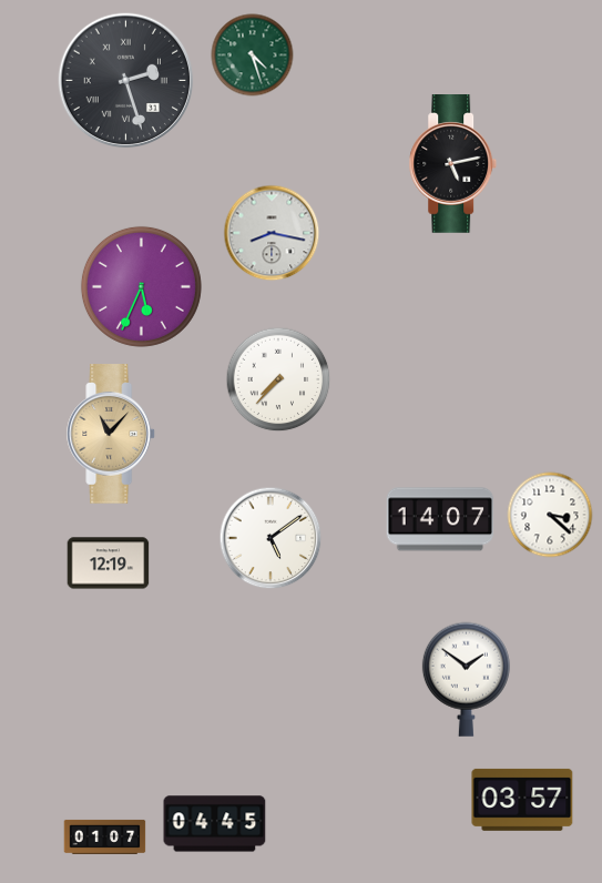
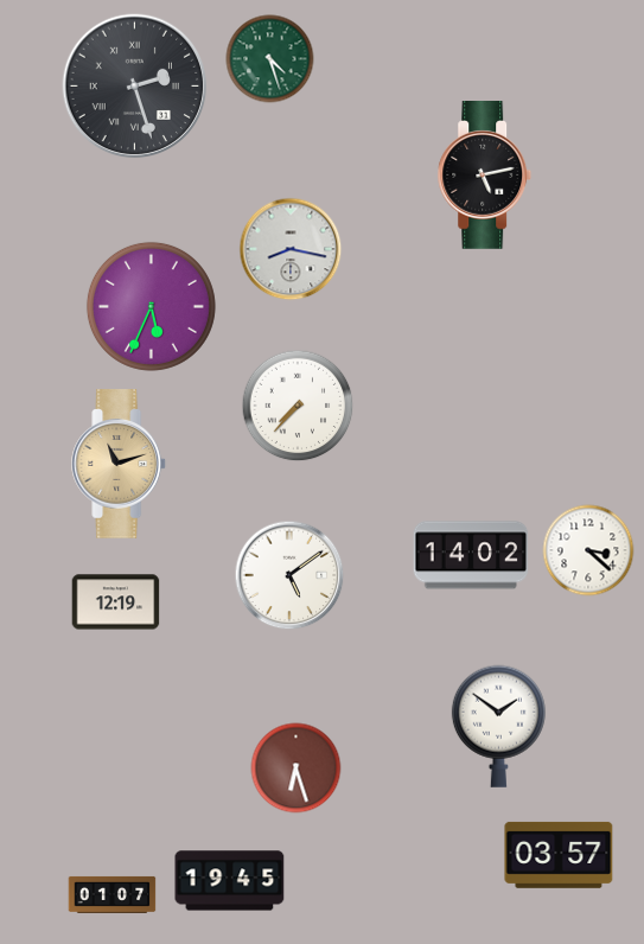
clock at (112, 434): 11:07 -> 11:12
clock at (440, 519): 14:07 -> 14:02
clock at (297, 768): none -> 6:27
clock at (215, 824): 04:45 -> 19:45
